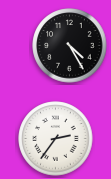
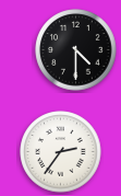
clock at (70, 46): 4:25 -> 4:30
